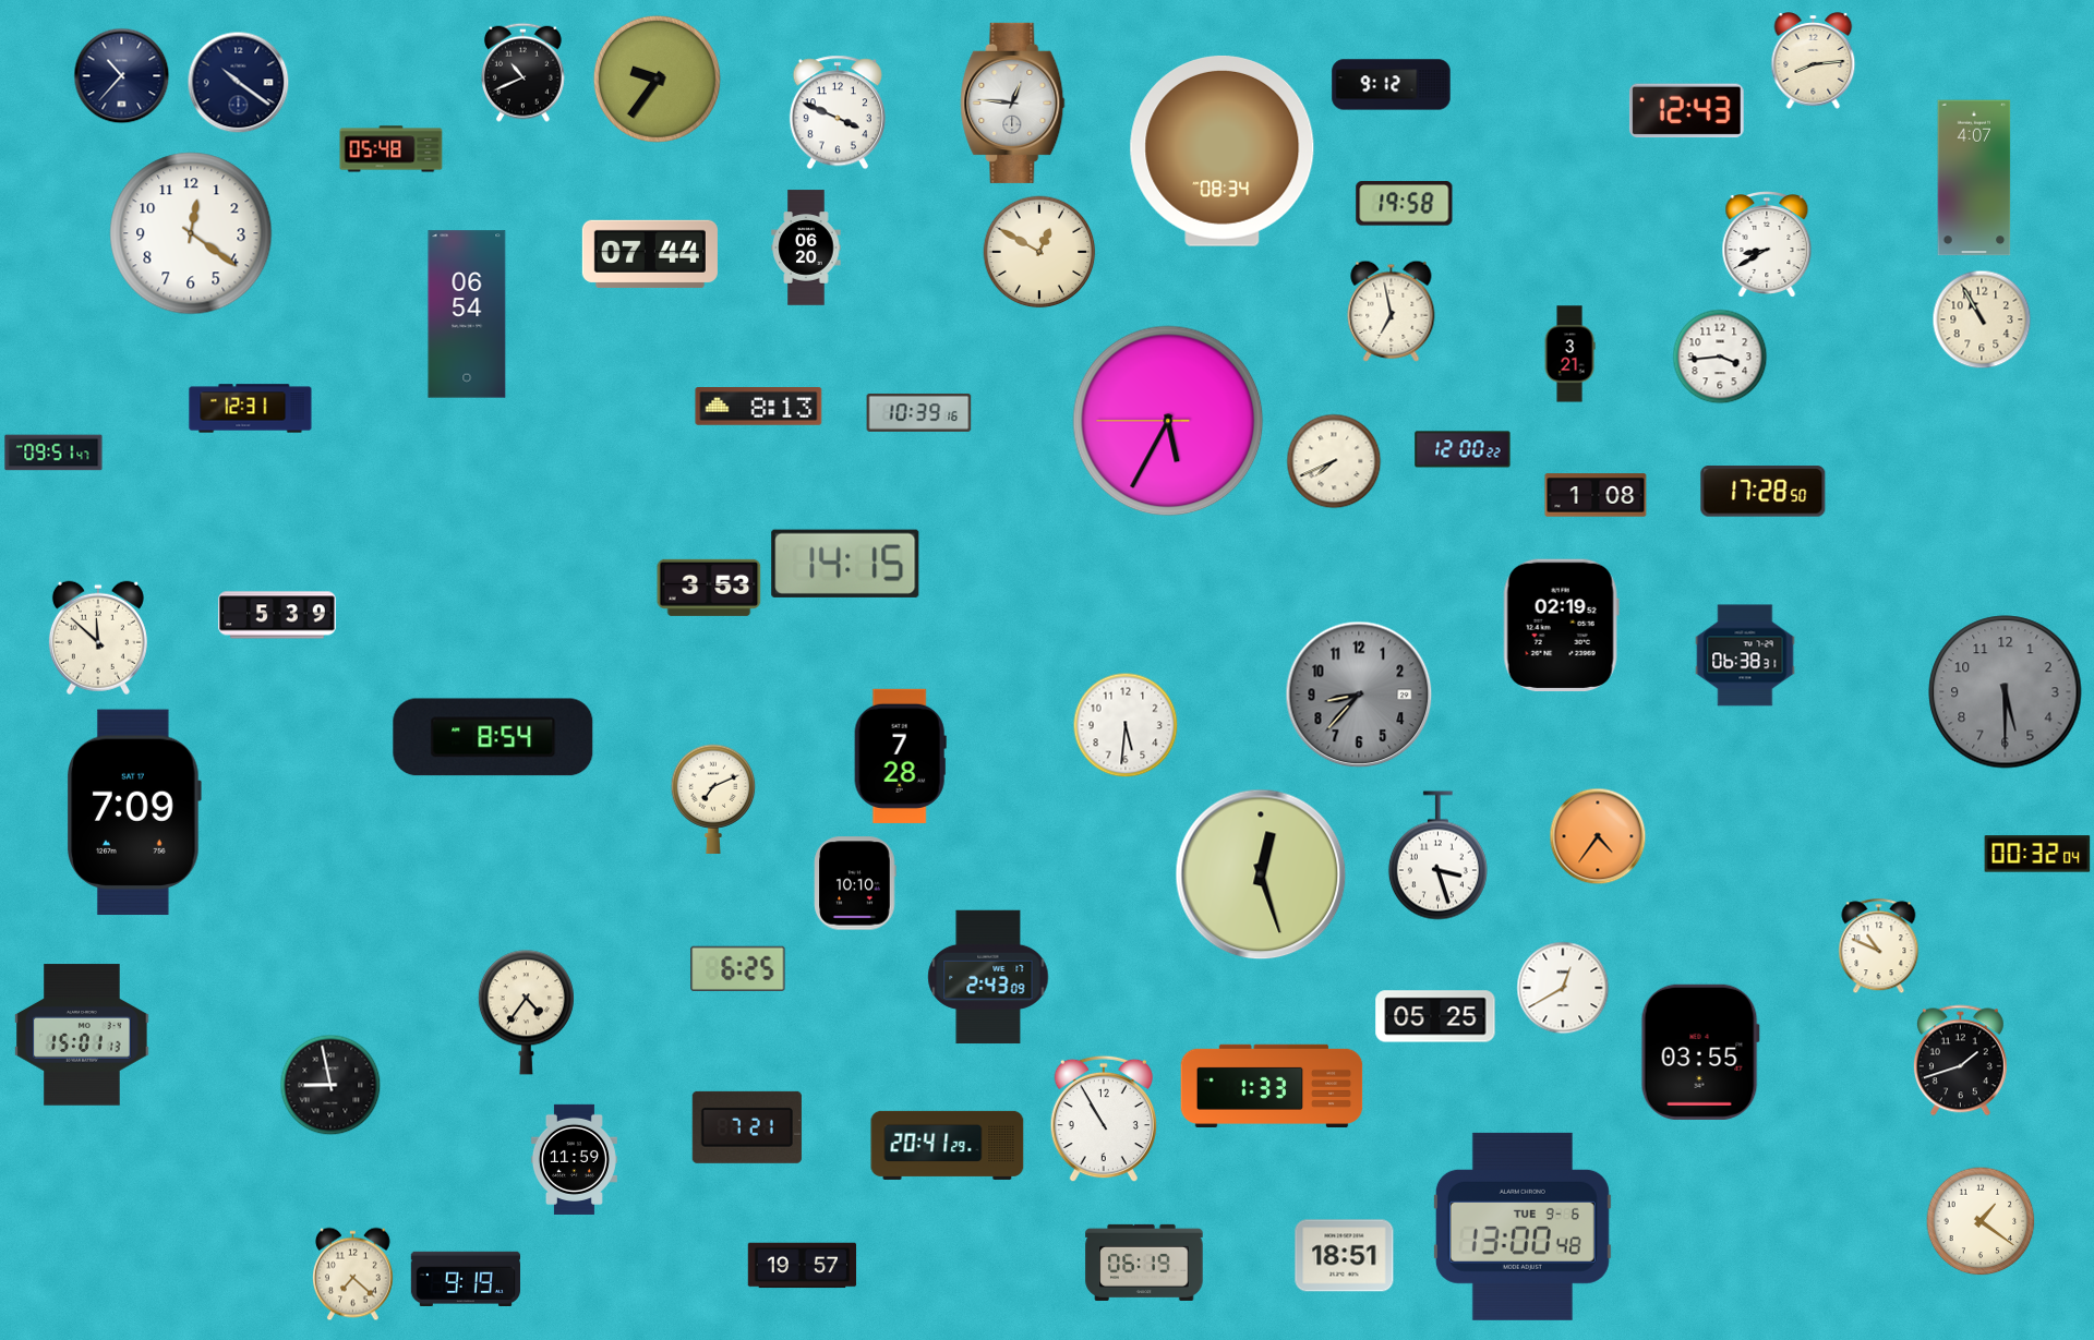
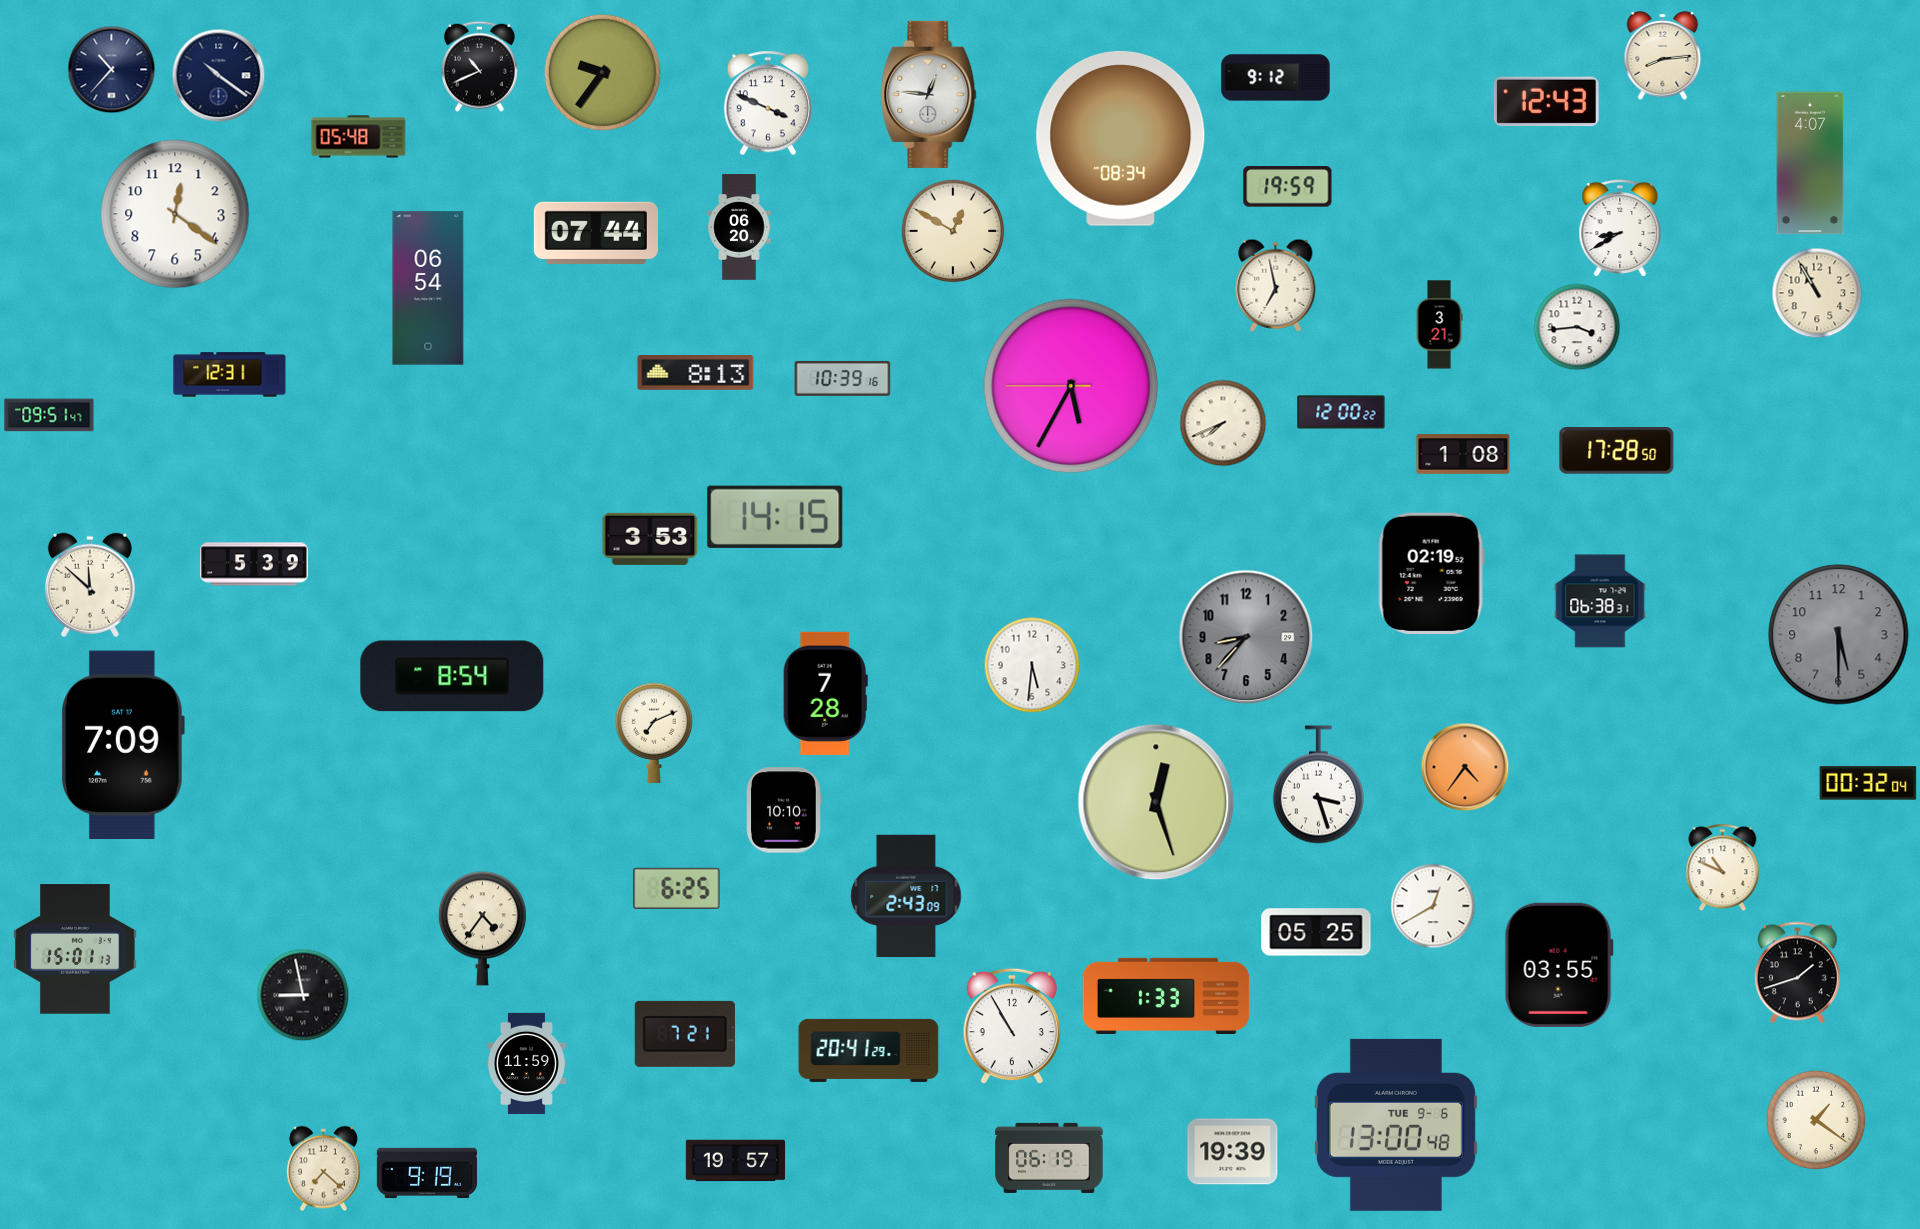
clock at (1405, 204): 19:58 -> 19:59
clock at (1767, 245) position: (1767, 245) -> (1620, 229)
clock at (1345, 1256): 18:51 -> 19:39
